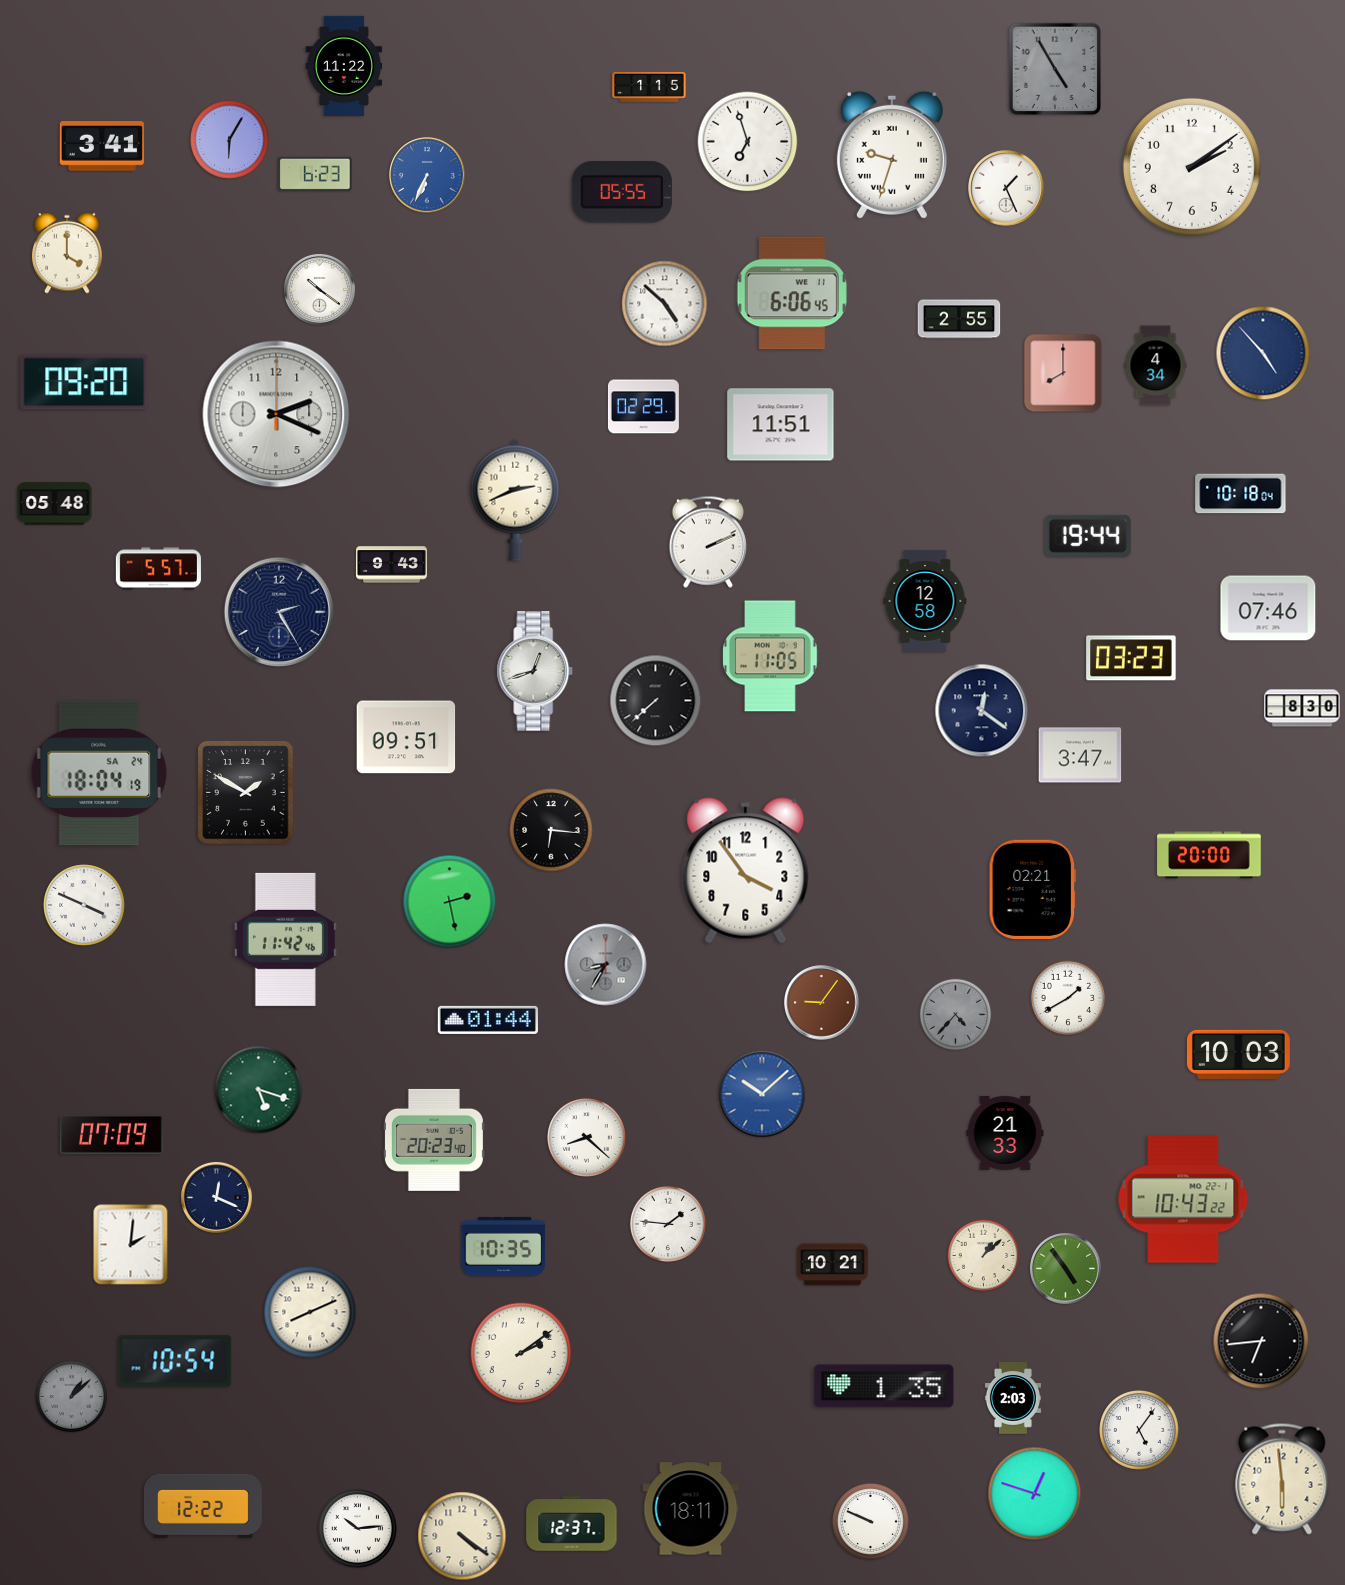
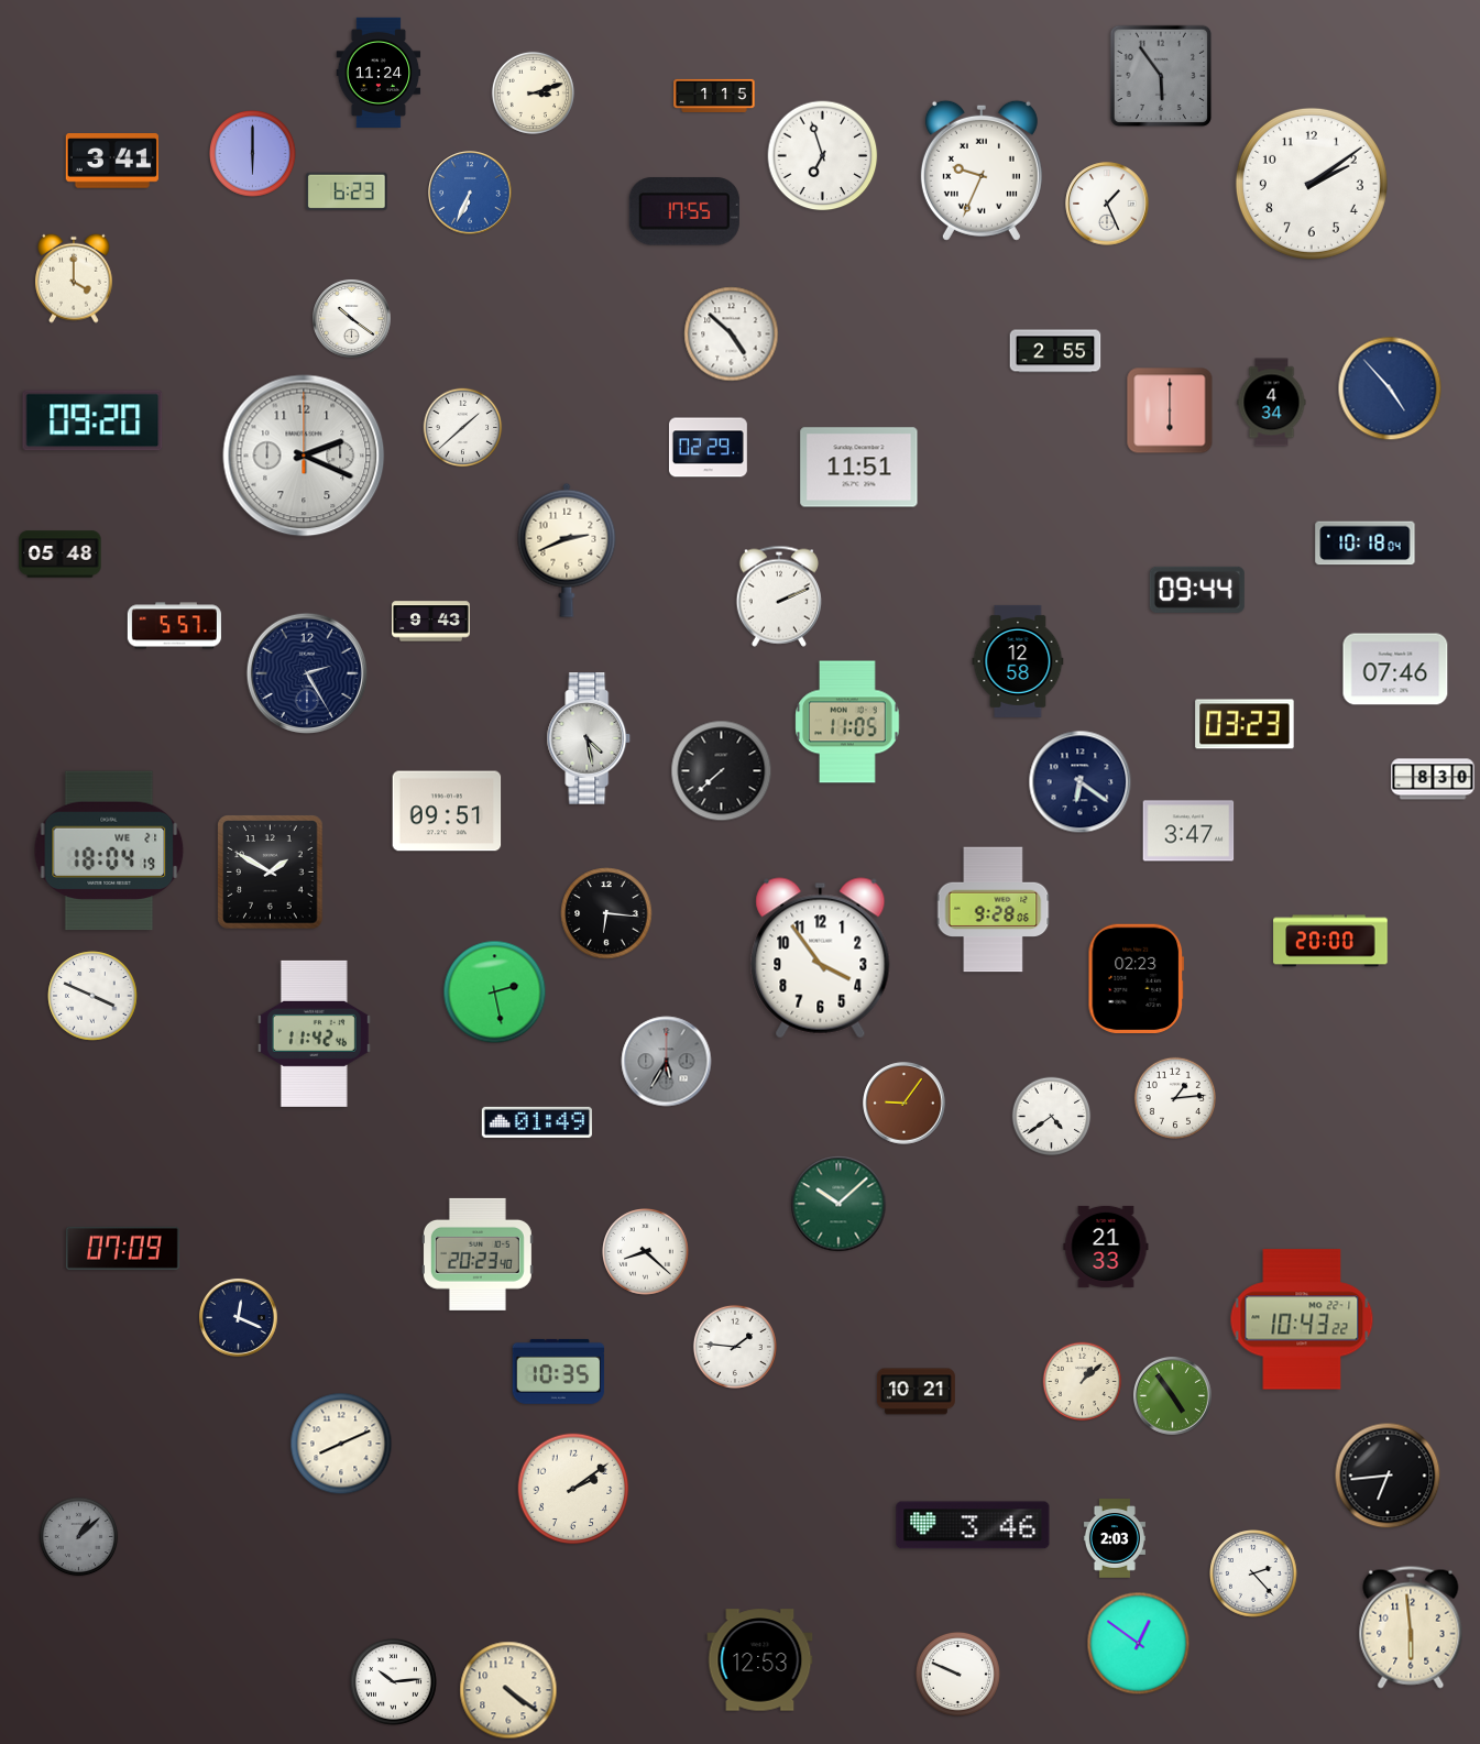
clock at (344, 65): 11:22 -> 11:24
clock at (1055, 69): 4:55 -> 5:54
clock at (533, 92): none -> 3:12
clock at (230, 140): 6:05 -> 6:00
clock at (892, 155): 9:33 -> 9:34
clock at (1006, 188) position: (1006, 188) -> (1107, 204)
clock at (622, 192): 05:55 -> 17:55
clock at (792, 293): 6:06 -> none
clock at (1063, 373): 8:00 -> 6:00
clock at (463, 428): none -> 1:38
clock at (1088, 536): 19:44 -> 09:44
clock at (535, 671): 12:42 -> 4:28
clock at (982, 711): 12:21 -> 6:21
clock at (99, 773) date: SA 24 -> WE 21
clock at (994, 910): none -> 9:28
clock at (1032, 889): 02:21 -> 02:23
clock at (606, 965): 8:35 -> 5:35
clock at (1067, 997): 1:40 -> 1:14
clock at (956, 1015): 4:37 -> 4:39
clock at (956, 1015) dial: grey -> white
clock at (488, 1020): 01:44 -> 01:49
clock at (1239, 1054): 10:03 -> none
clock at (259, 1090): 5:18 -> none
clock at (762, 1094) dial: blue -> green
clock at (131, 1245): 2:01 -> none
clock at (504, 1246) position: (504, 1246) -> (559, 1371)
clock at (175, 1361): 10:54 -> none
clock at (884, 1386): 1:35 -> 3:46
clock at (1139, 1430): 5:06 -> 2:23
clock at (1035, 1494): 12:48 -> 12:51
clock at (203, 1506): 12:22 -> none
clock at (691, 1509): 18:11 -> 12:53
clock at (572, 1524): 12:37 -> none
